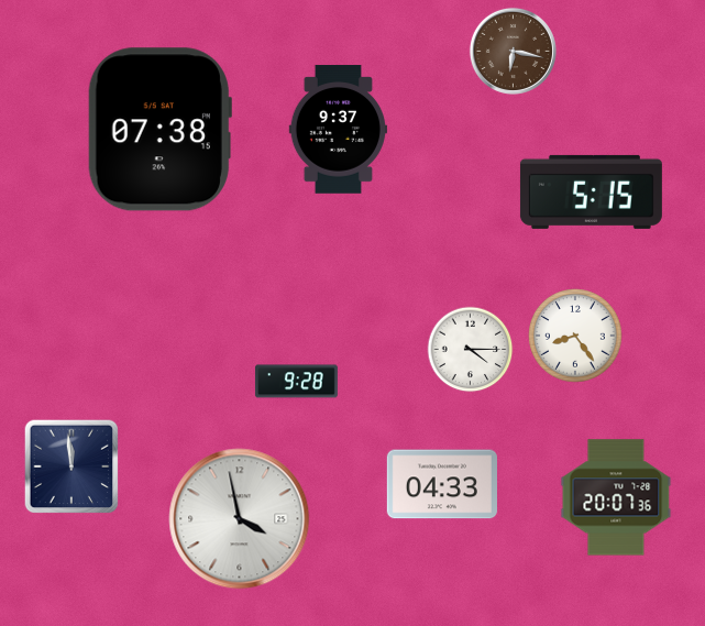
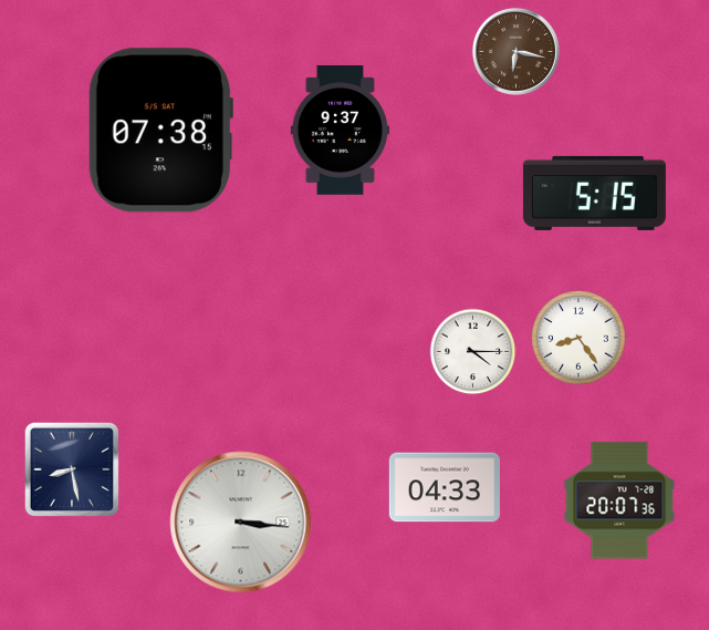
clock at (296, 382): 9:28 -> none
clock at (71, 466): 11:59 -> 8:28
clock at (240, 519): 3:58 -> 3:16
